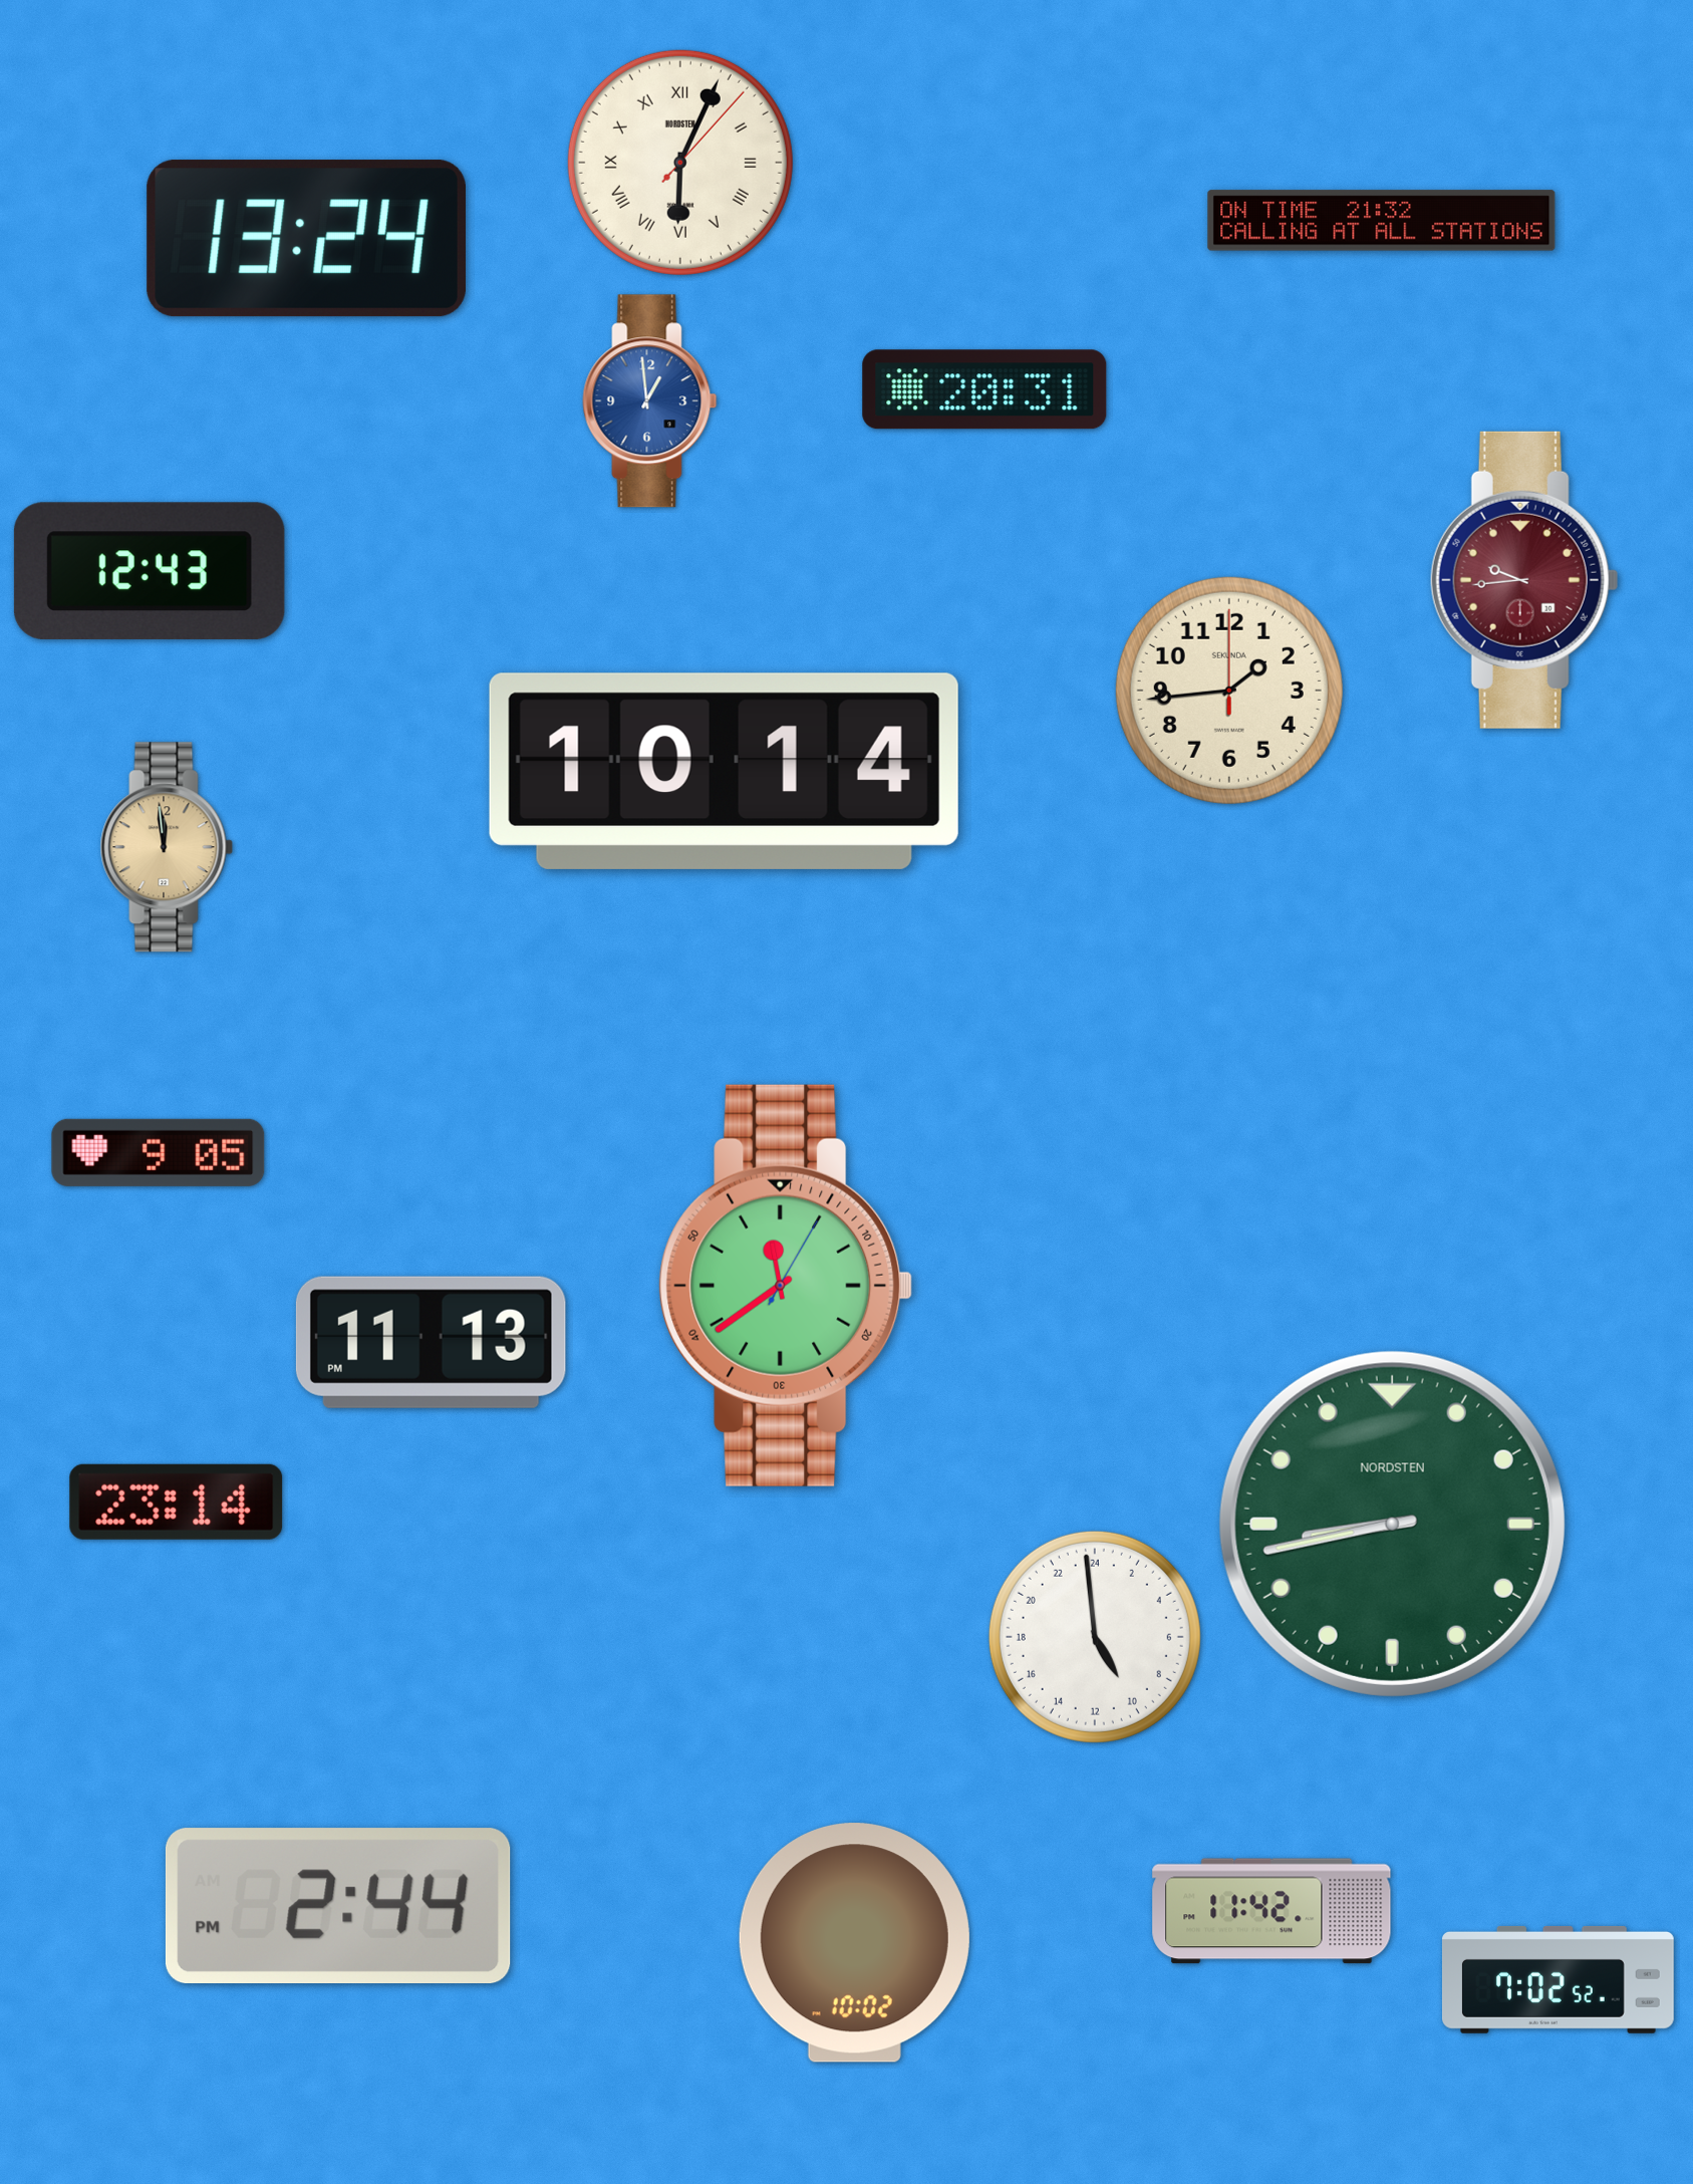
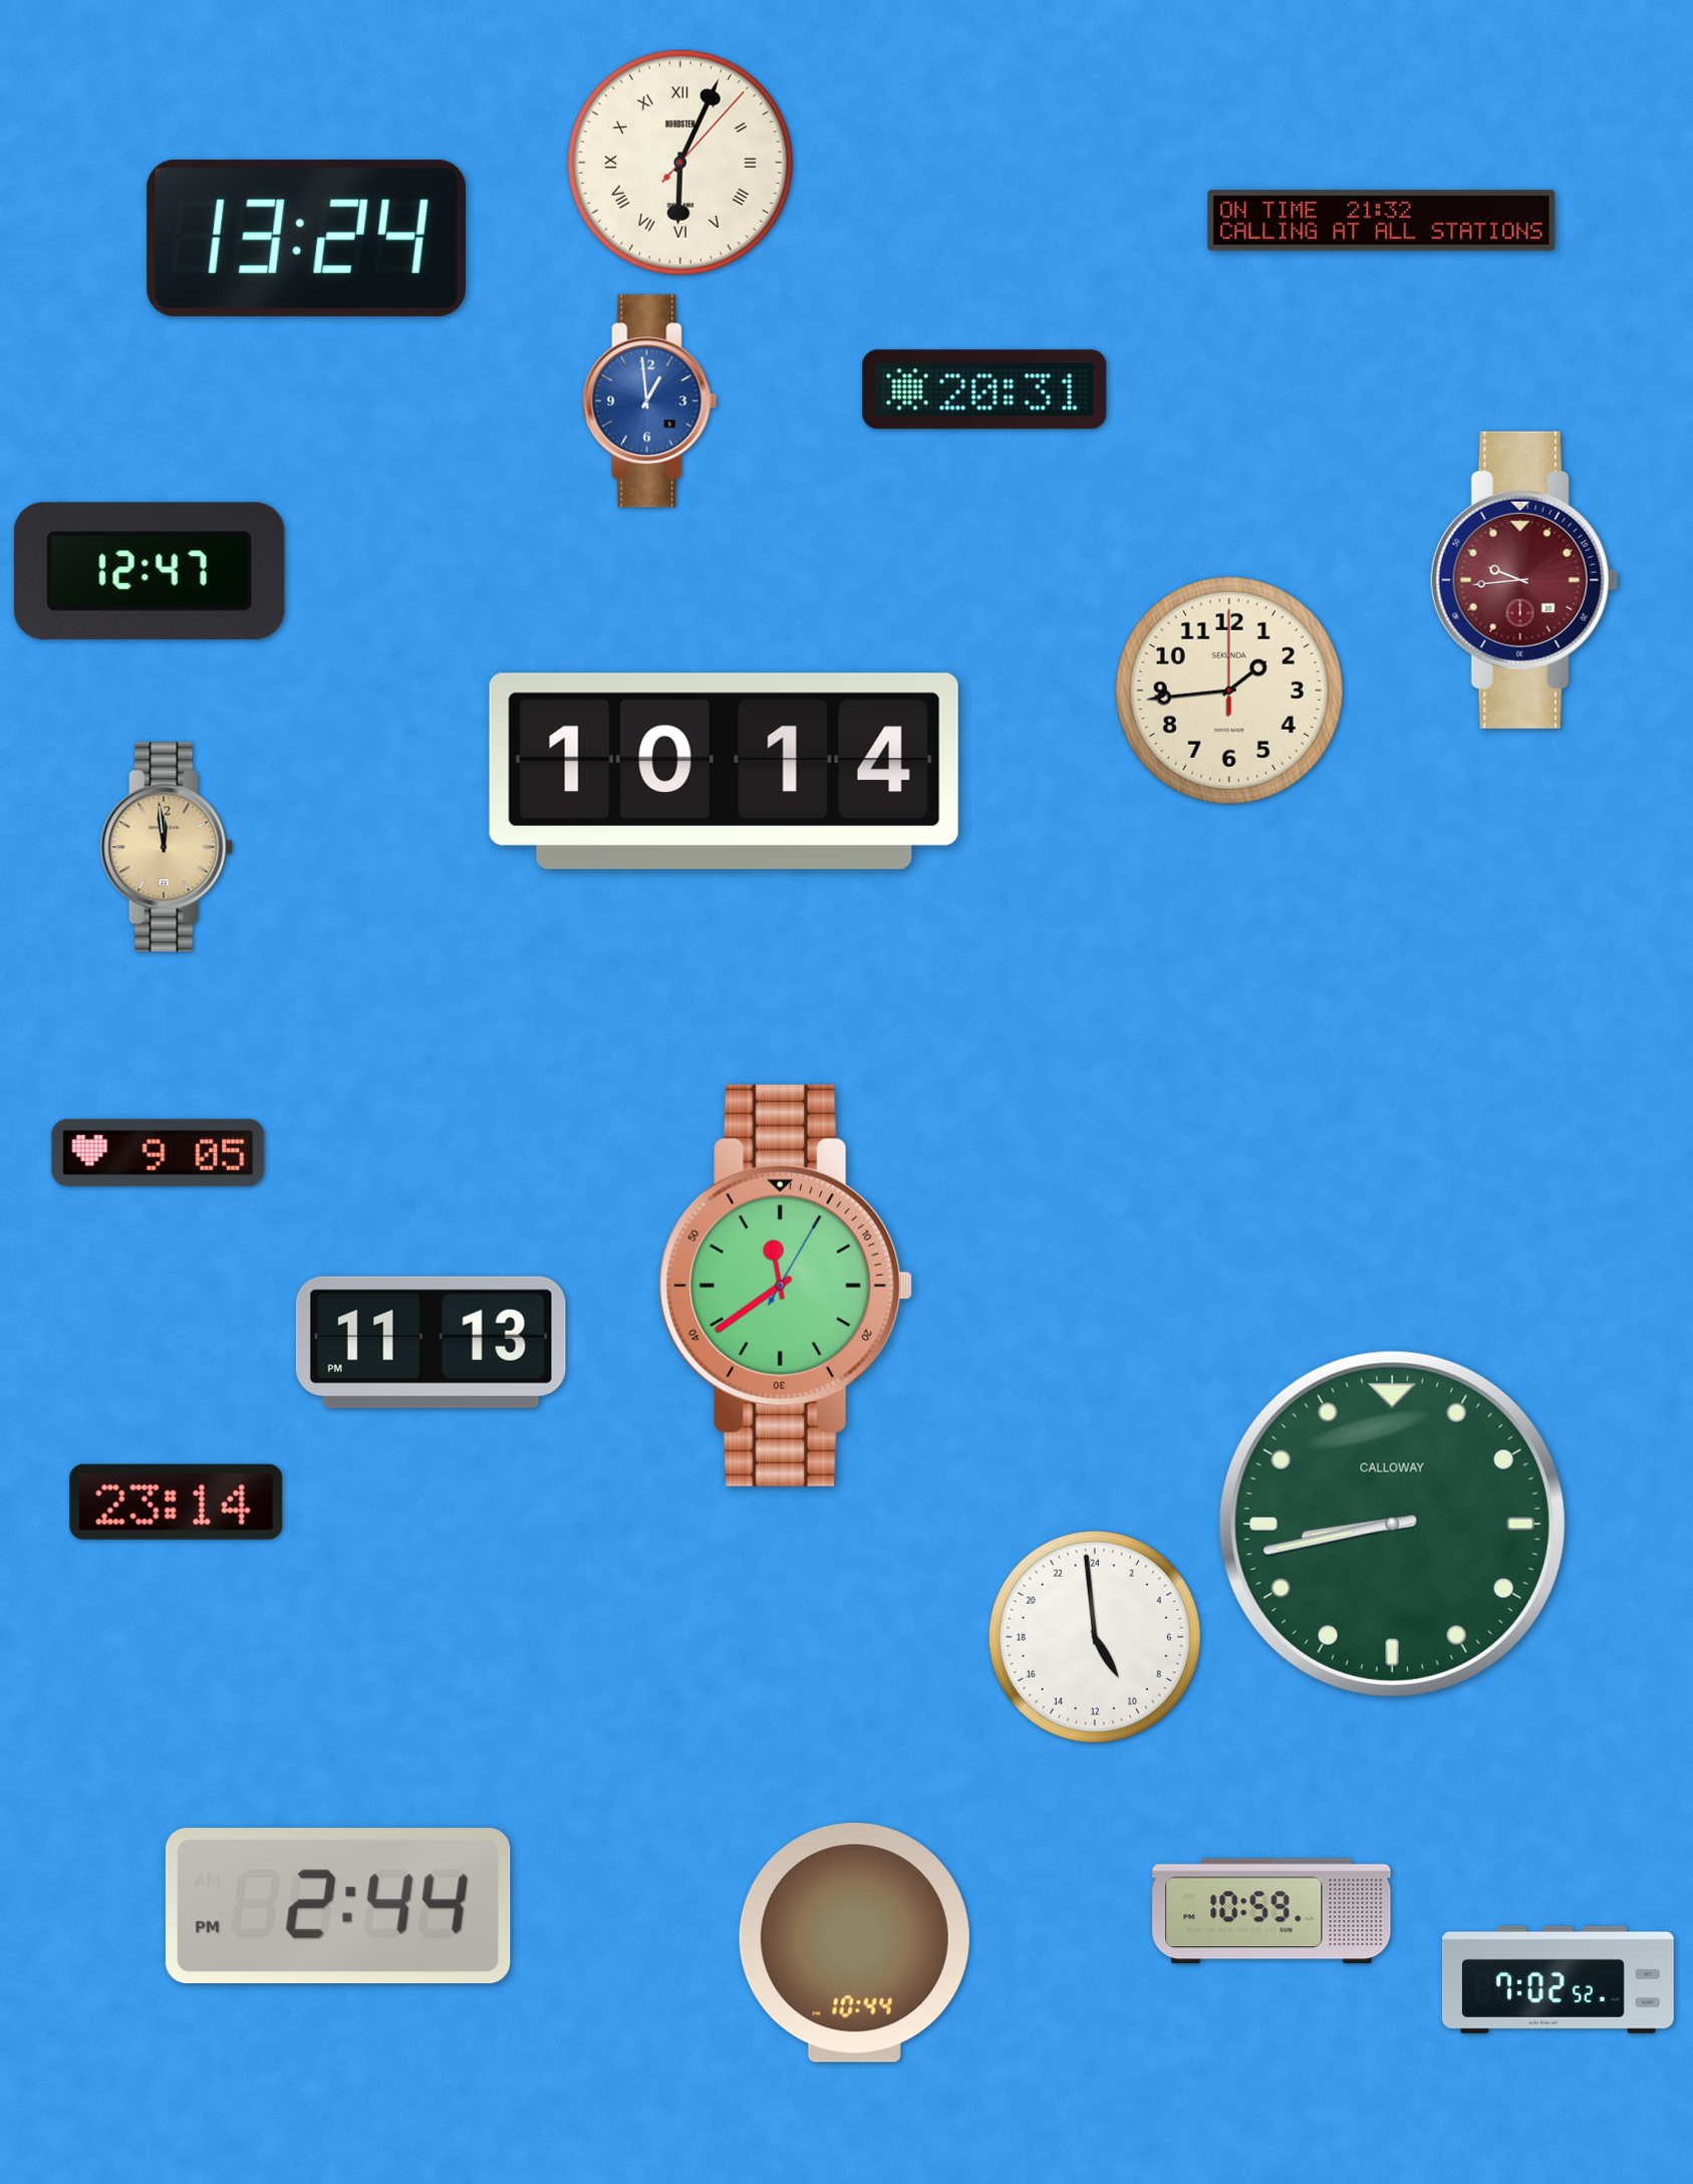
clock at (150, 571): 12:43 -> 12:47
clock at (1392, 1524) brand: NORDSTEN -> CALLOWAY
clock at (1272, 1911): 11:42 -> 10:59
clock at (854, 1943): 10:02 -> 10:44
